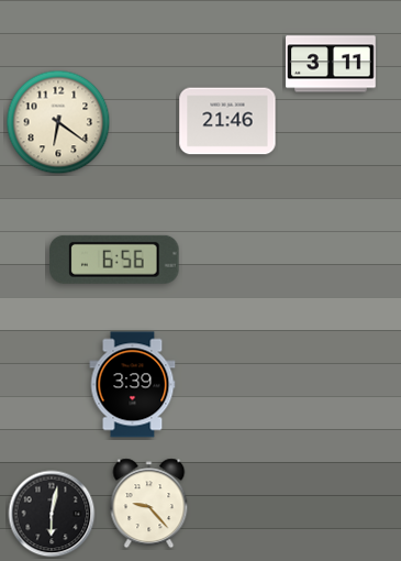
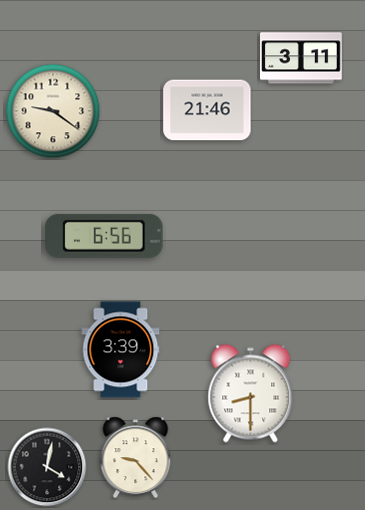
clock at (58, 122): 6:21 -> 9:21
clock at (251, 394): none -> 8:30
clock at (52, 514): 6:02 -> 4:02
